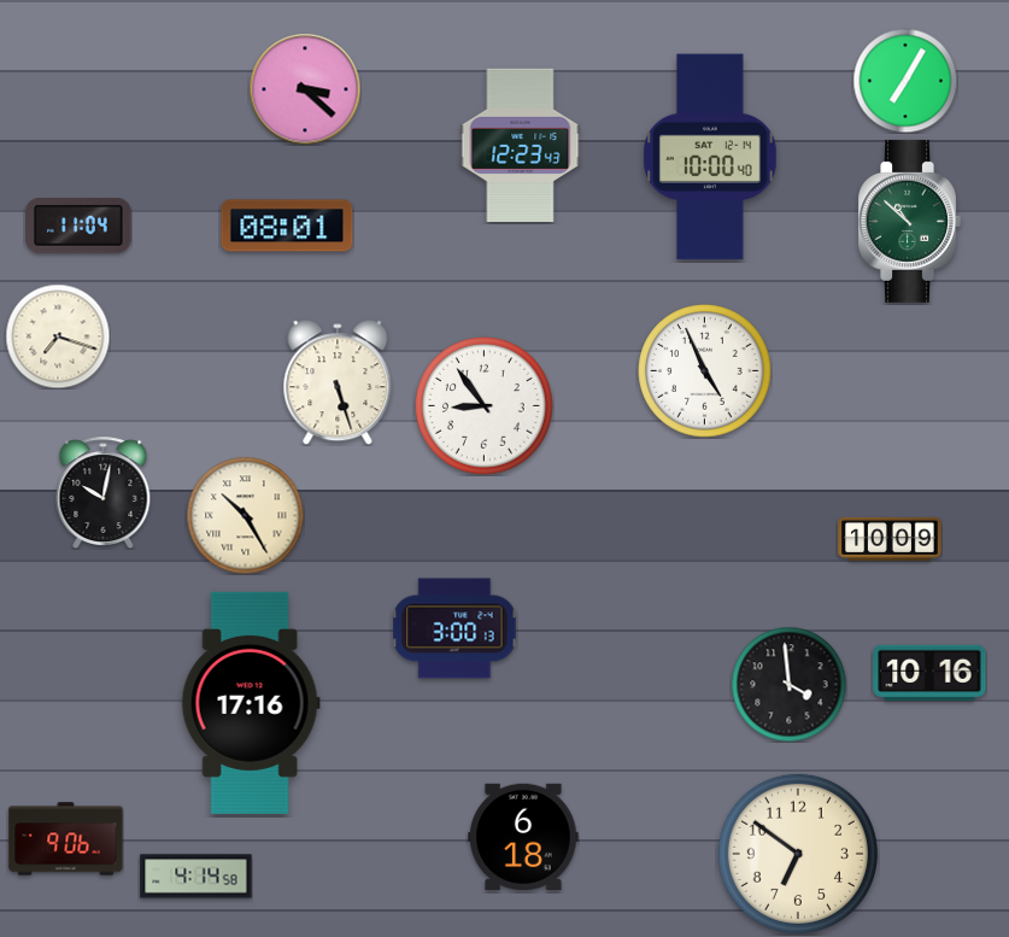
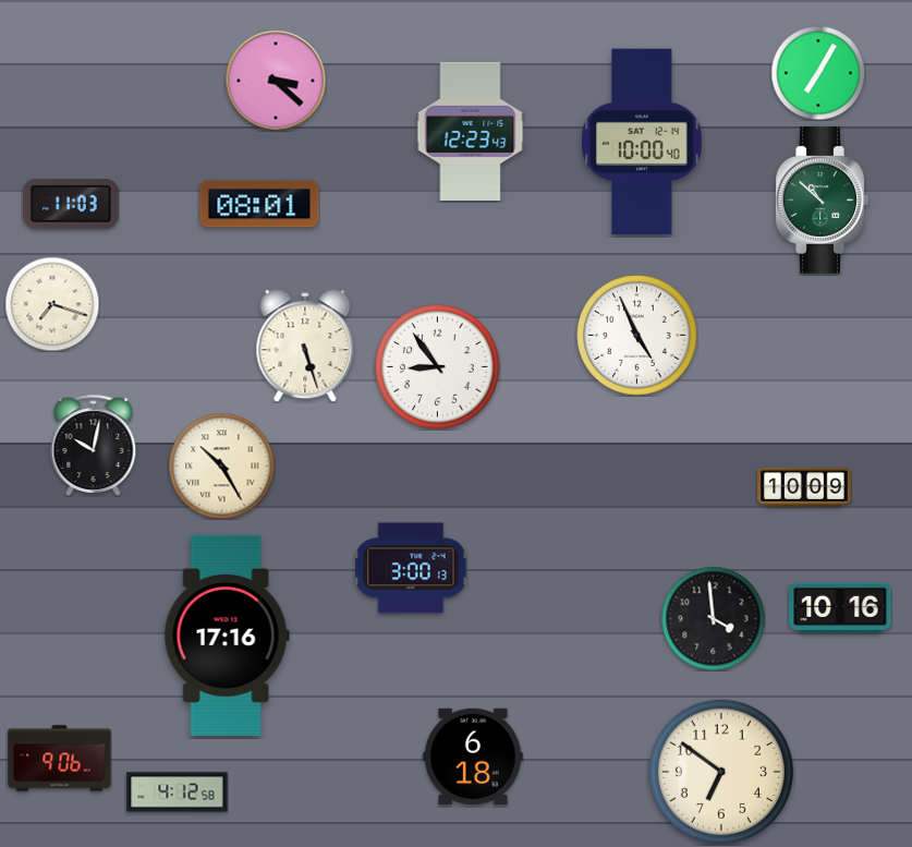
clock at (78, 227): 11:04 -> 11:03
clock at (196, 877): 4:14 -> 4:12
